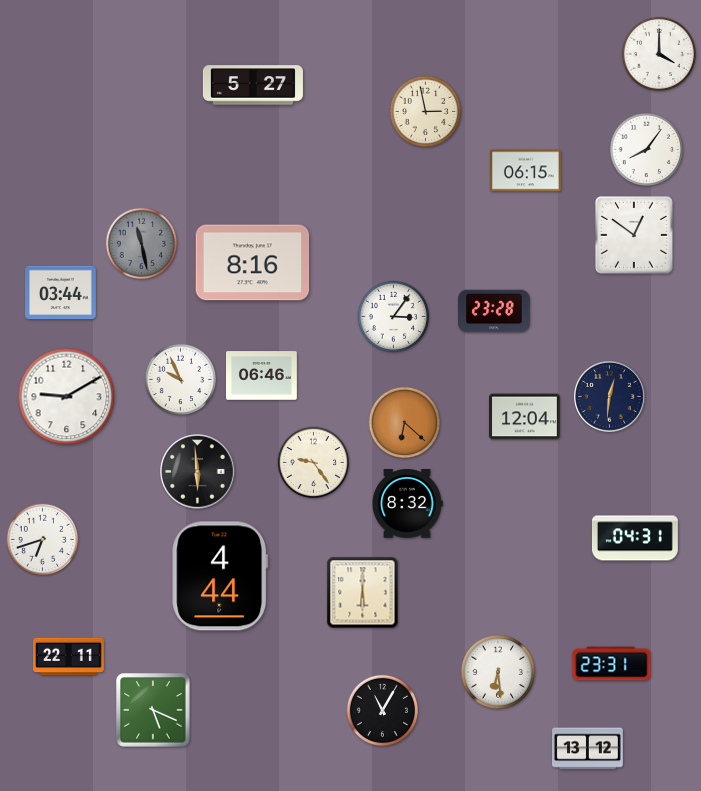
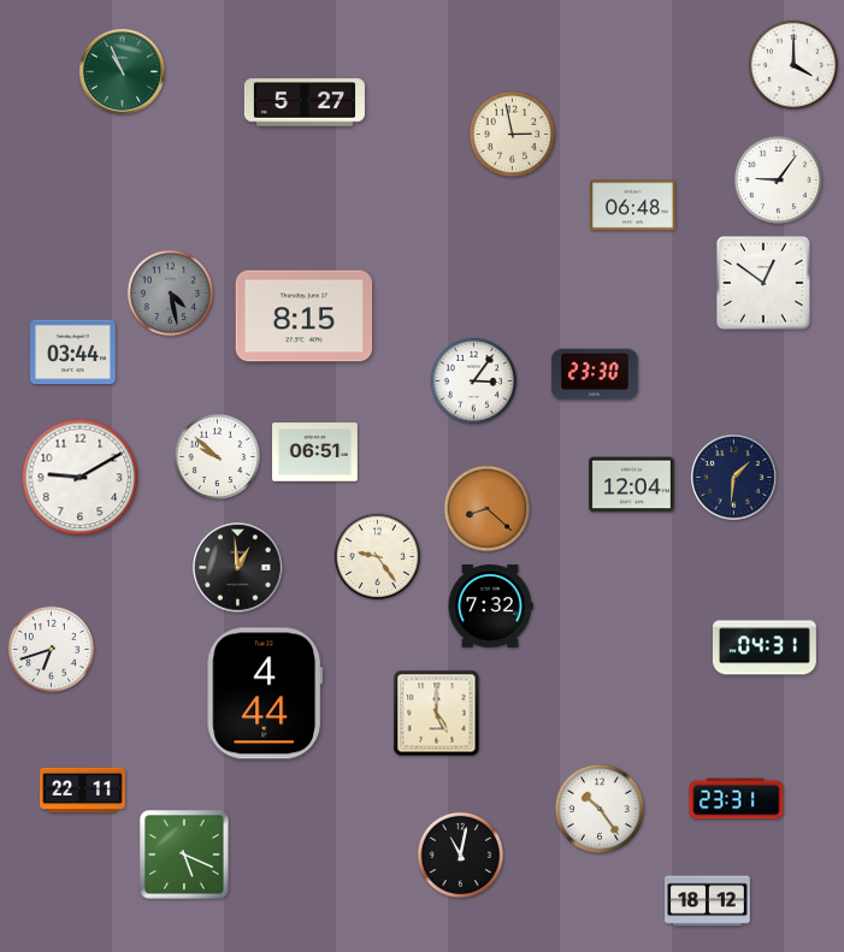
clock at (123, 72): none -> 10:56
clock at (646, 149): 8:06 -> 9:06
clock at (526, 171): 06:15 -> 06:48
clock at (142, 244): 11:28 -> 4:28
clock at (253, 263): 8:16 -> 8:15
clock at (494, 311): 23:28 -> 23:30
clock at (262, 376): 06:46 -> 06:51
clock at (181, 380): 9:56 -> 9:52
clock at (610, 397): 12:31 -> 1:31
clock at (525, 417) position: (525, 417) -> (632, 485)
clock at (405, 423): 6:22 -> 8:22
clock at (198, 472): 5:59 -> 12:59
clock at (407, 504): 8:32 -> 7:32
clock at (363, 593): 6:00 -> 5:00
clock at (498, 672): 6:29 -> 10:24
clock at (383, 711): 11:05 -> 11:02
clock at (588, 749): 13:12 -> 18:12
